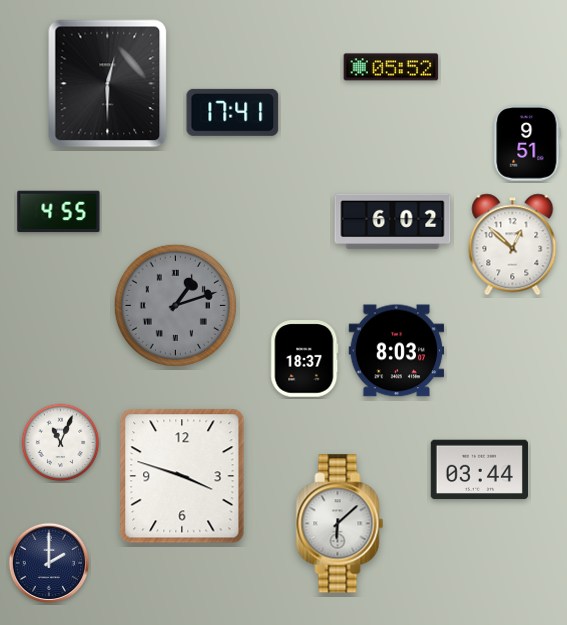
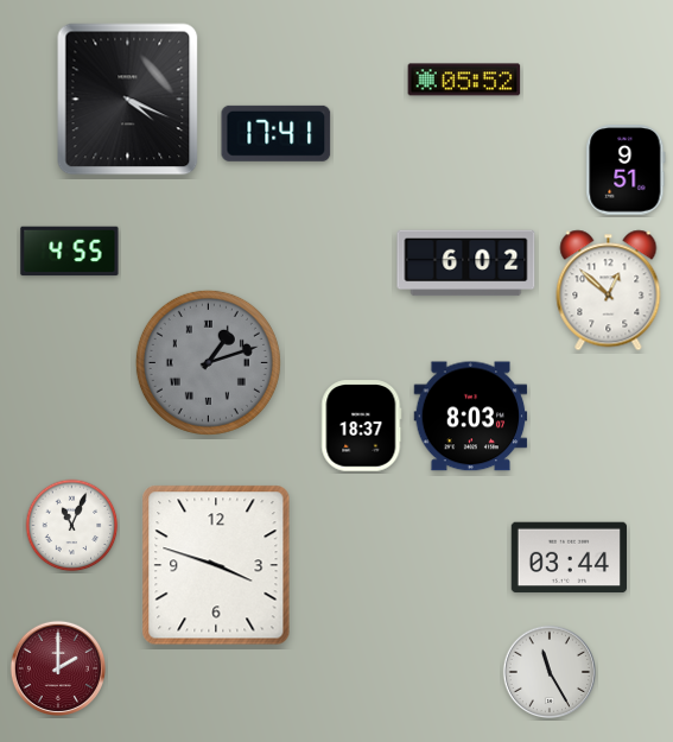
clock at (108, 84): 12:30 -> 4:19
clock at (340, 524): 6:08 -> none
clock at (48, 562) dial: navy -> burgundy
clock at (548, 671): none -> 11:25
